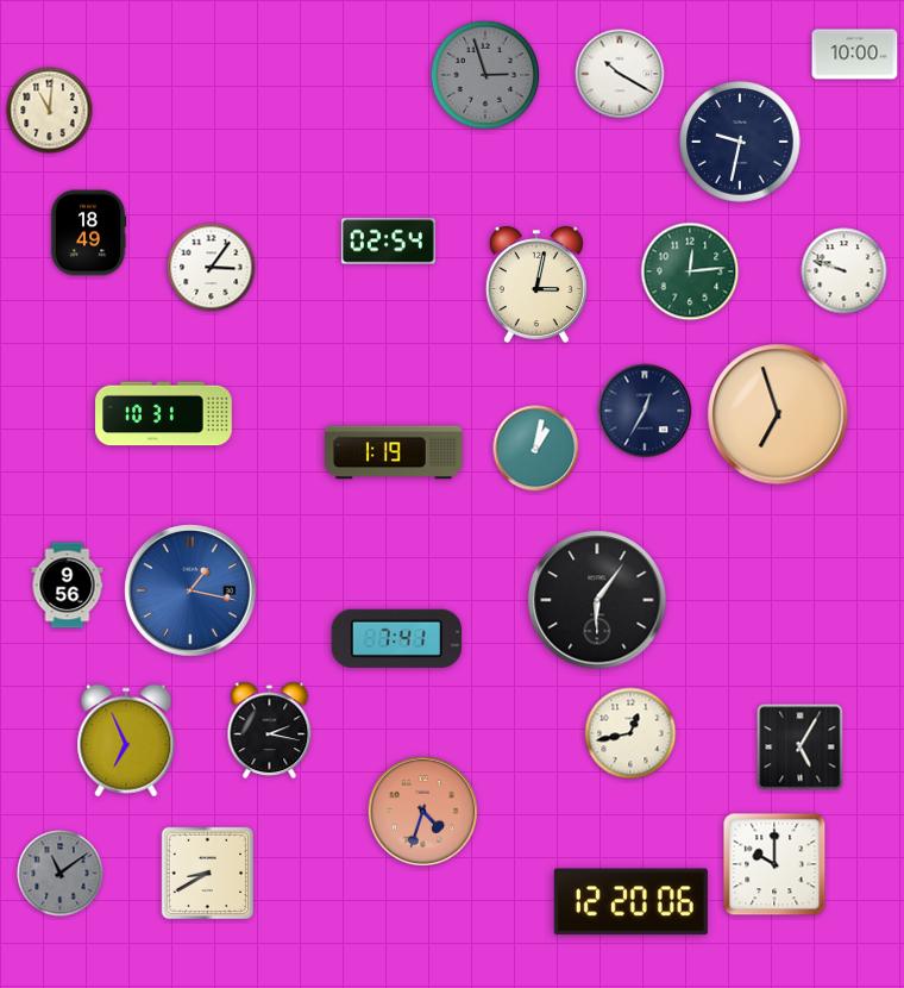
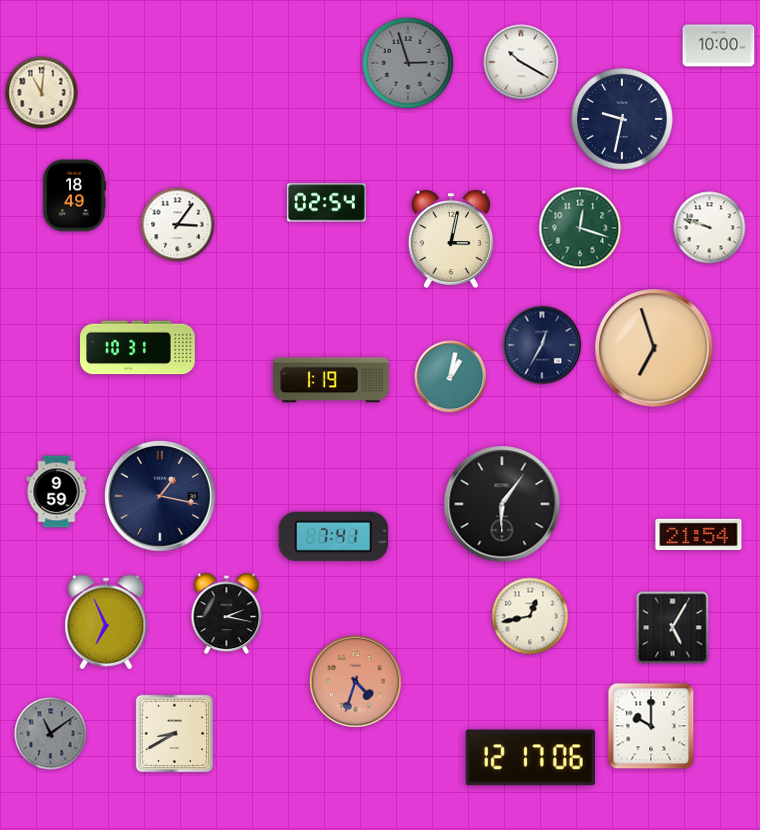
clock at (690, 271): 12:14 -> 12:18
clock at (68, 586): 9:56 -> 9:59
clock at (190, 590) dial: blue -> navy
clock at (699, 535): none -> 21:54
clock at (630, 902): 12:20 -> 12:17
